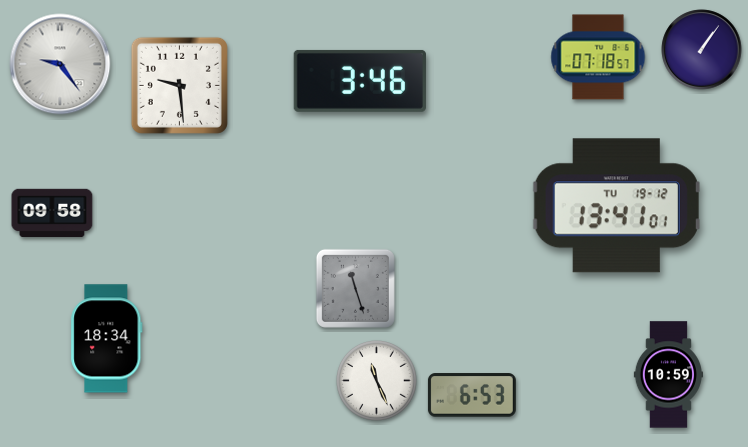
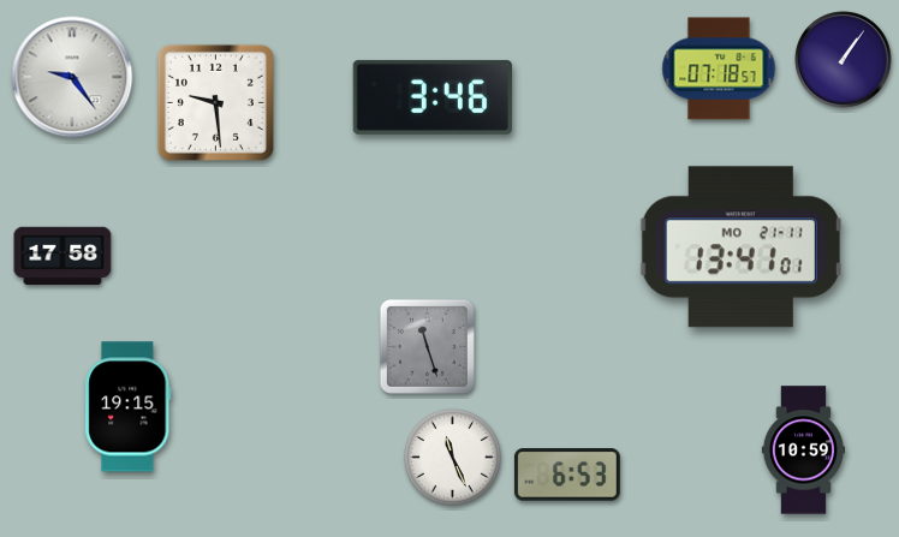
clock at (616, 206) date: TU 19-12 -> MO 21-11
clock at (52, 212): 09:58 -> 17:58
clock at (107, 339): 18:34 -> 19:15
